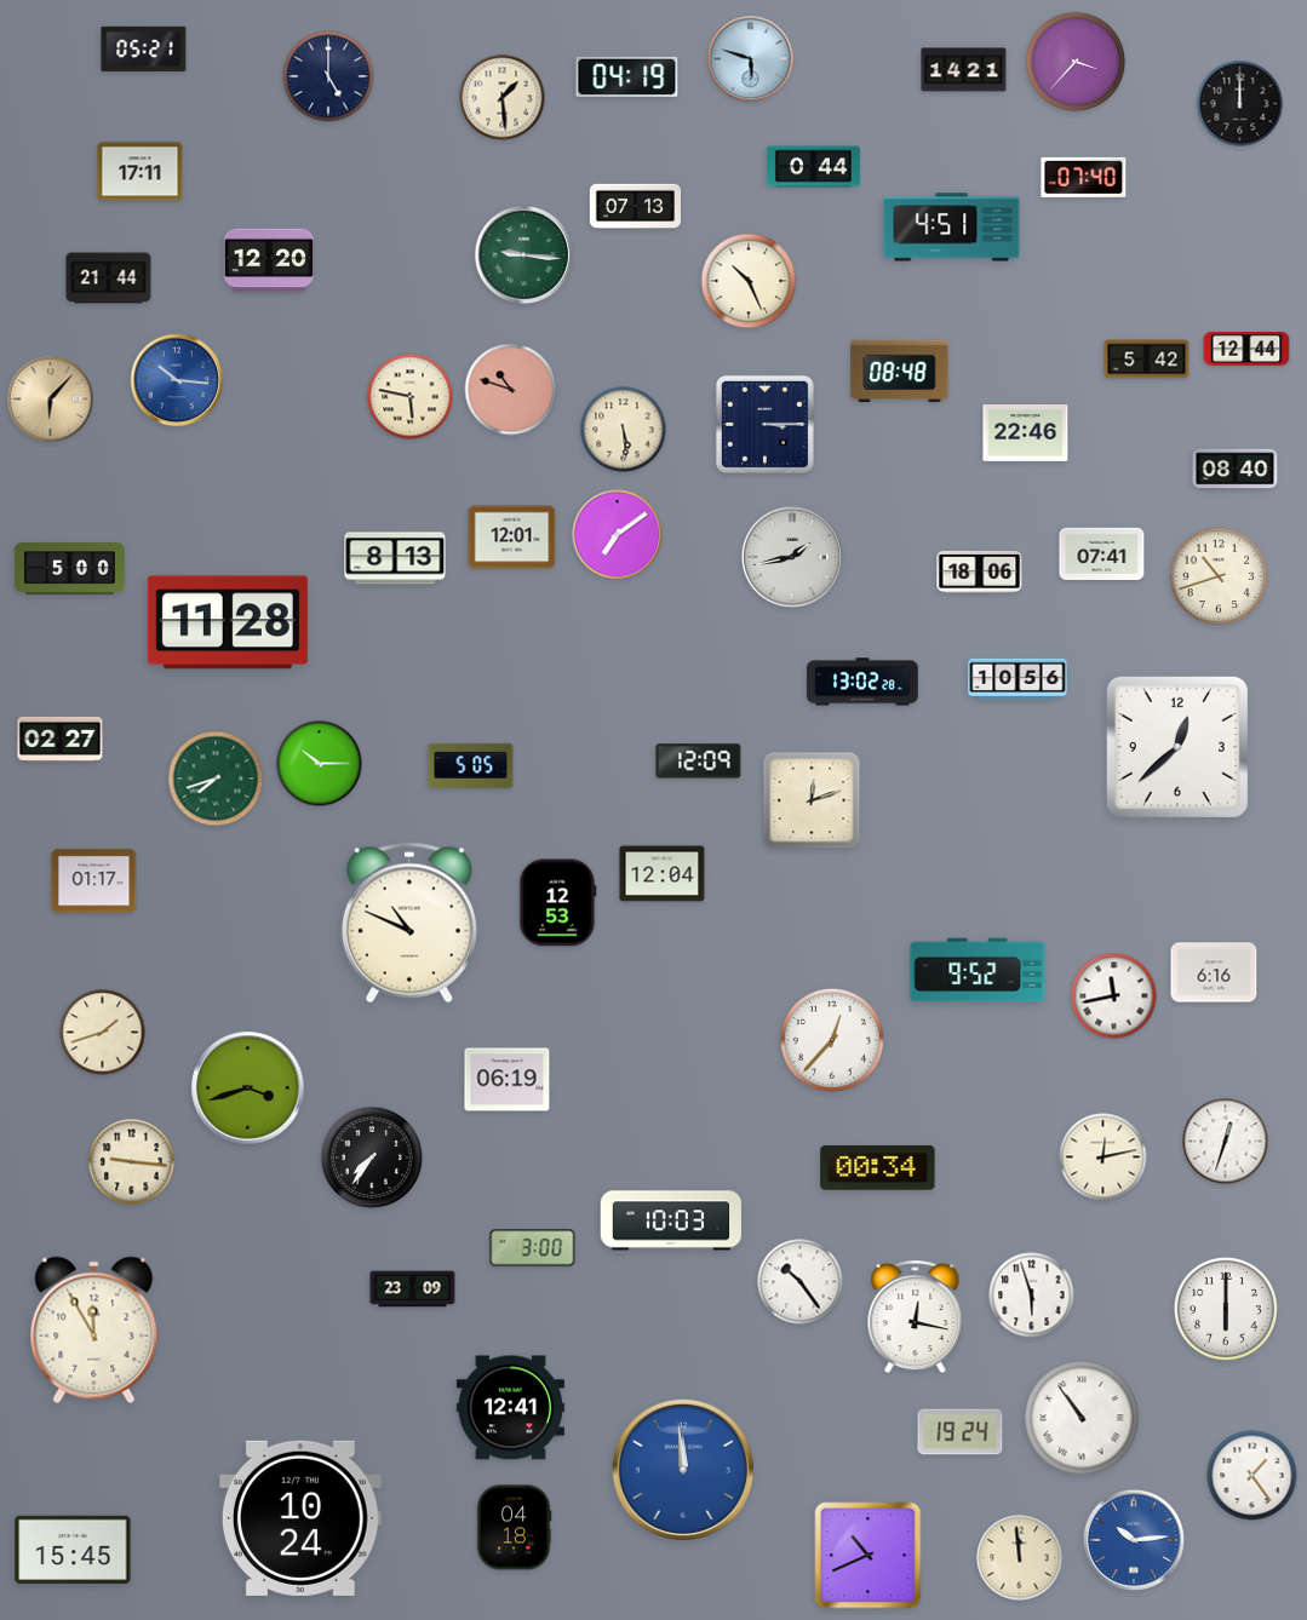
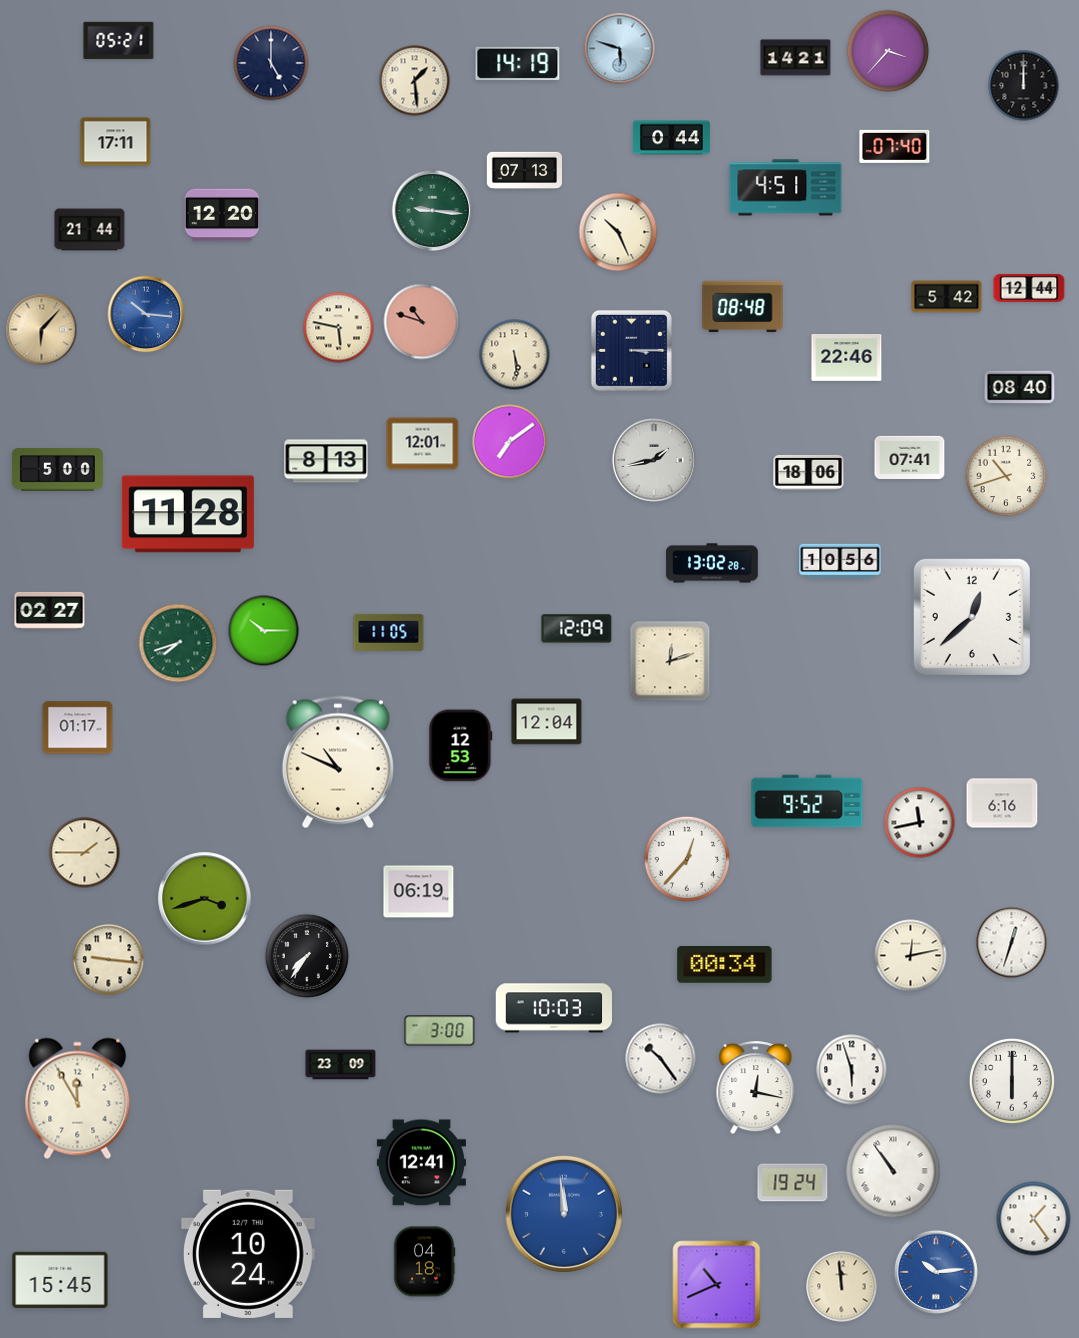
clock at (627, 76): 04:19 -> 14:19
clock at (471, 765): 5:05 -> 11:05
clock at (103, 1033): 1:42 -> 1:45
